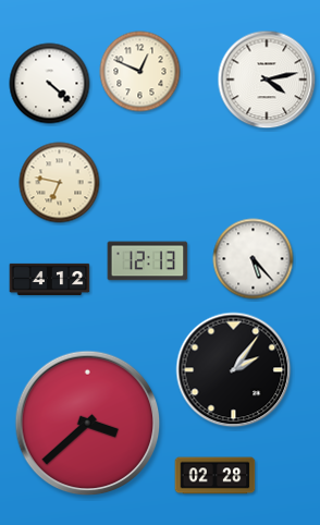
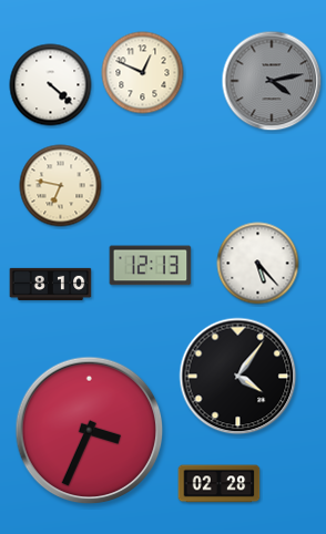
clock at (267, 80) dial: white -> grey
clock at (50, 279): 4:12 -> 8:10
clock at (234, 370): 2:06 -> 4:06
clock at (88, 424): 3:38 -> 3:34
